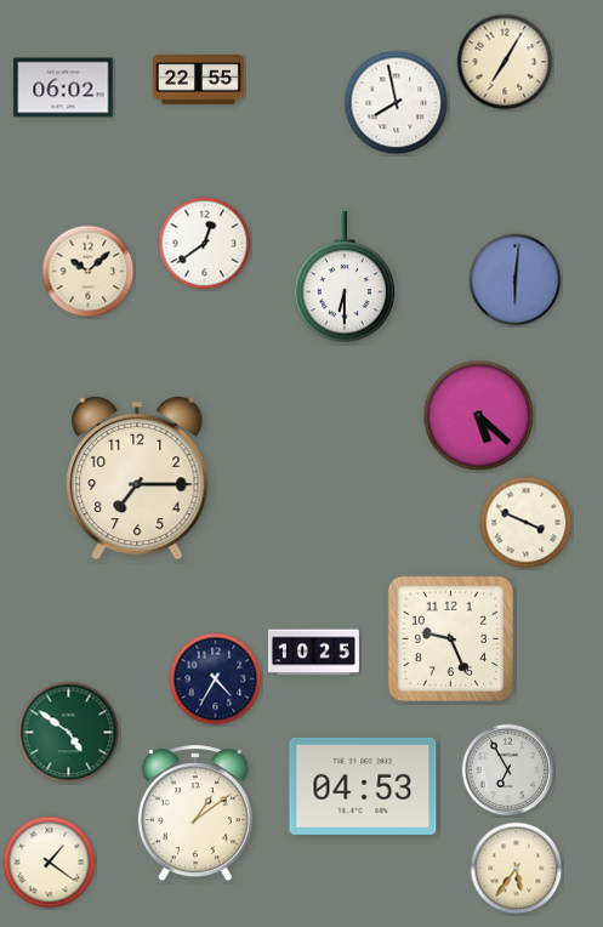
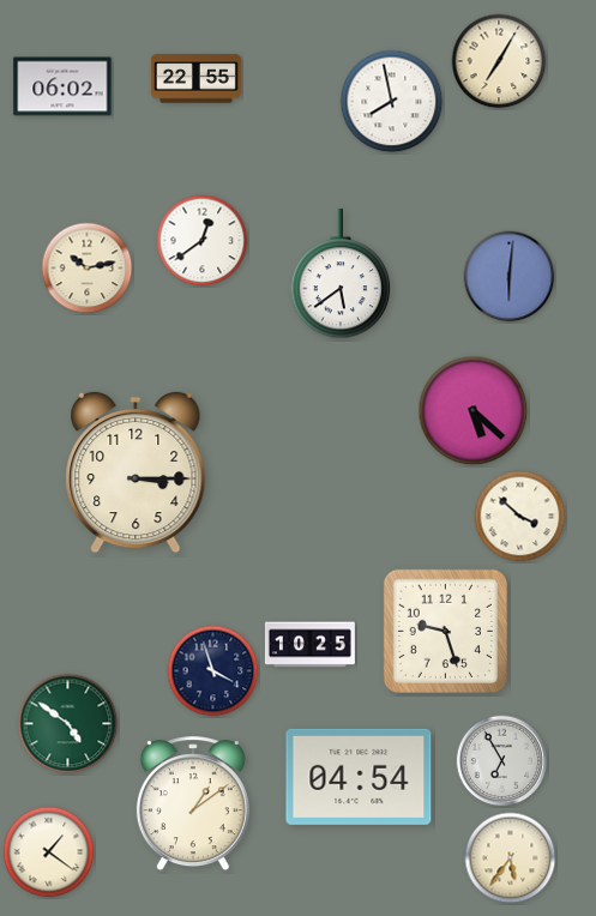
clock at (89, 272): 10:08 -> 10:13
clock at (345, 278): 6:30 -> 5:39
clock at (137, 478): 7:15 -> 3:15
clock at (527, 523): 3:49 -> 3:52
clock at (450, 638): 9:26 -> 9:27
clock at (216, 679): 4:35 -> 3:57
clock at (363, 786): 04:53 -> 04:54
